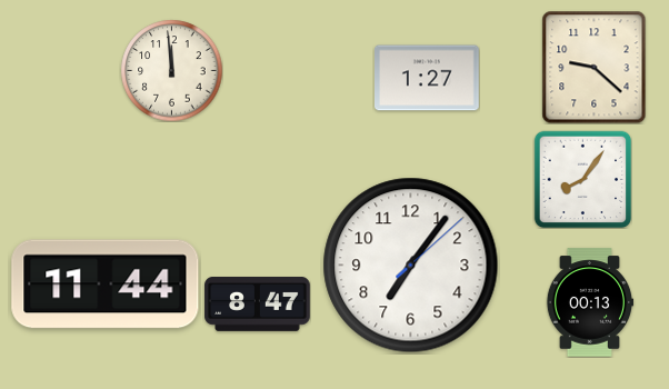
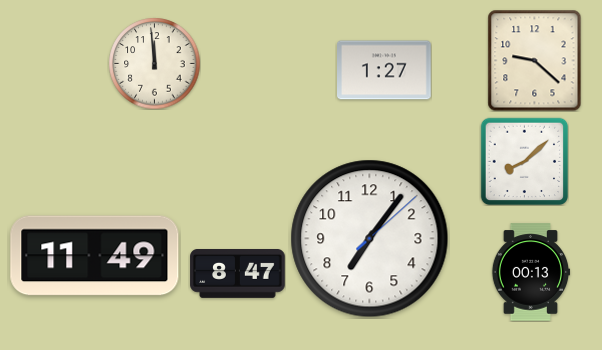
clock at (582, 179): 8:06 -> 8:08
clock at (106, 285): 11:44 -> 11:49
clock at (258, 305) position: (258, 305) -> (238, 274)
